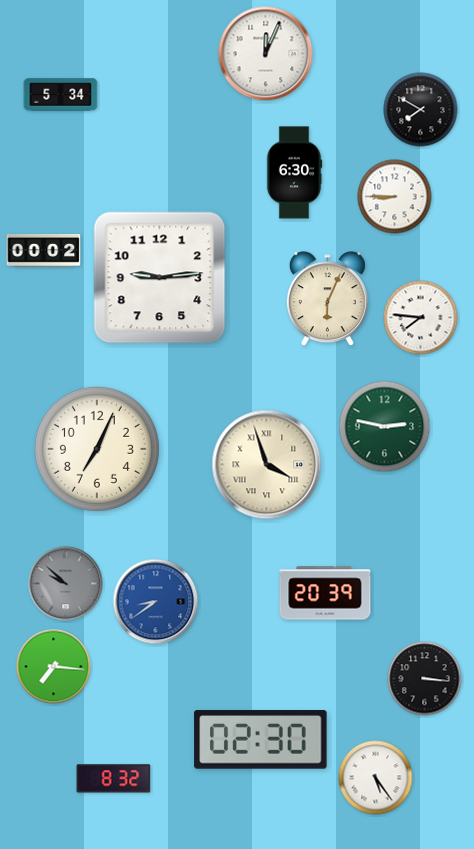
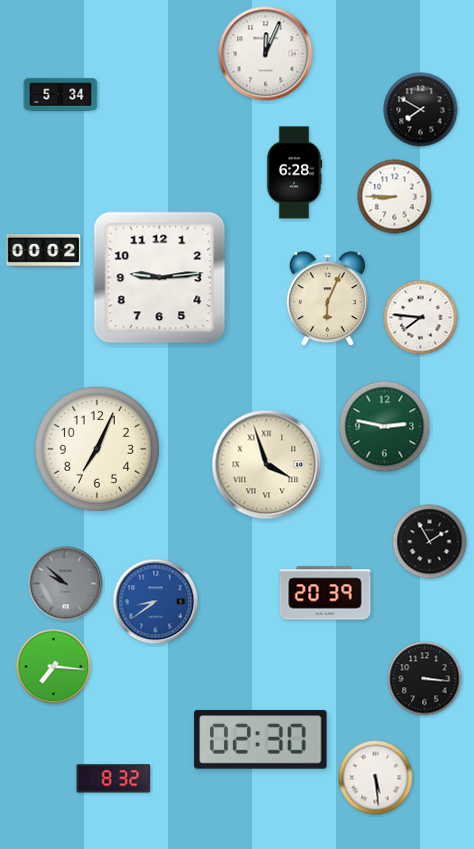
clock at (294, 173): 6:30 -> 6:28
clock at (430, 542): none -> 1:55
clock at (376, 778): 5:24 -> 5:29
